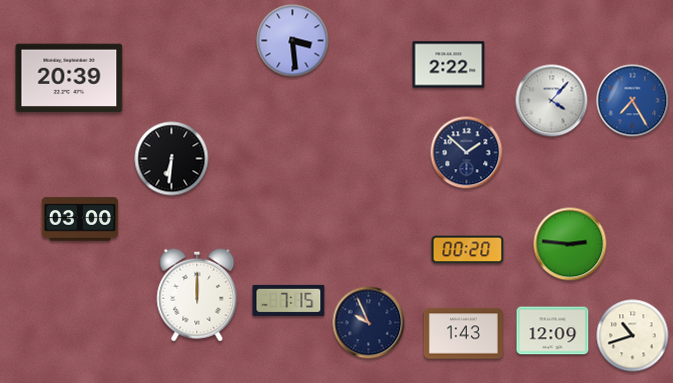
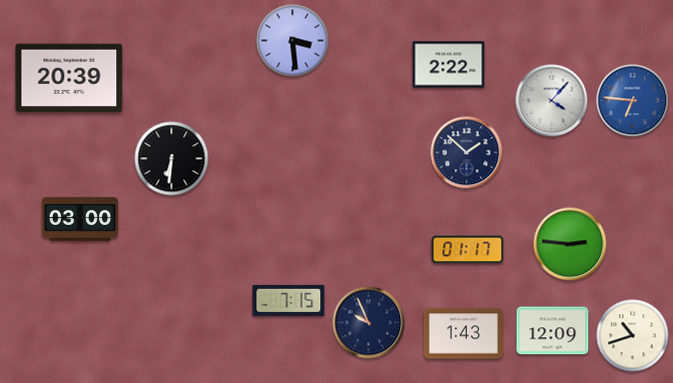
clock at (633, 101): 7:25 -> 6:46
clock at (468, 250): 00:20 -> 01:17
clock at (197, 295): 12:00 -> none
